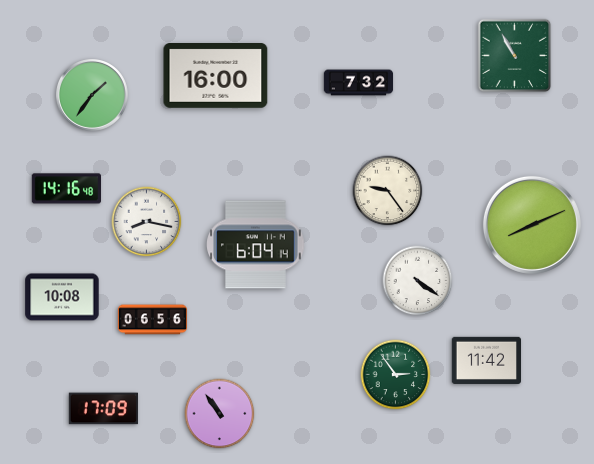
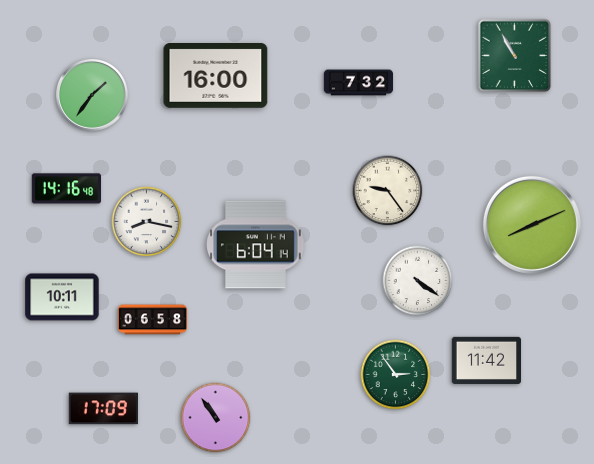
clock at (62, 297): 10:08 -> 10:11
clock at (153, 320): 06:56 -> 06:58
clock at (220, 414) position: (220, 414) -> (216, 418)
